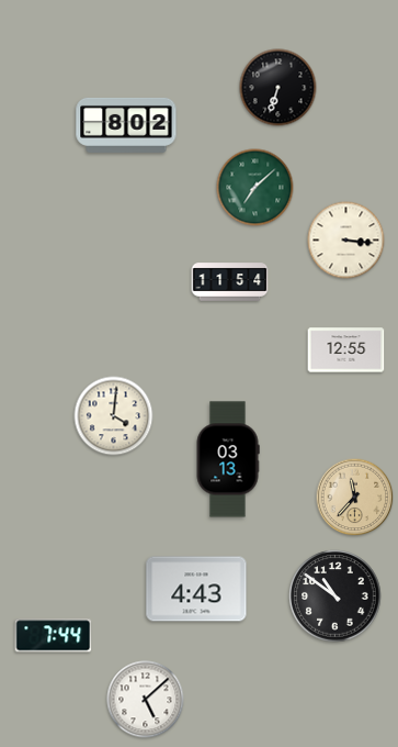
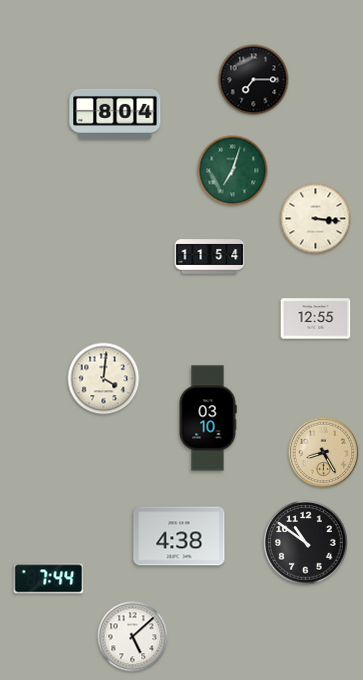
clock at (278, 88): 6:33 -> 7:15
clock at (126, 125): 8:02 -> 8:04
clock at (255, 188): 7:08 -> 7:03
clock at (228, 459): 03:13 -> 03:10
clock at (355, 498): 11:37 -> 8:25
clock at (196, 589): 4:43 -> 4:38
